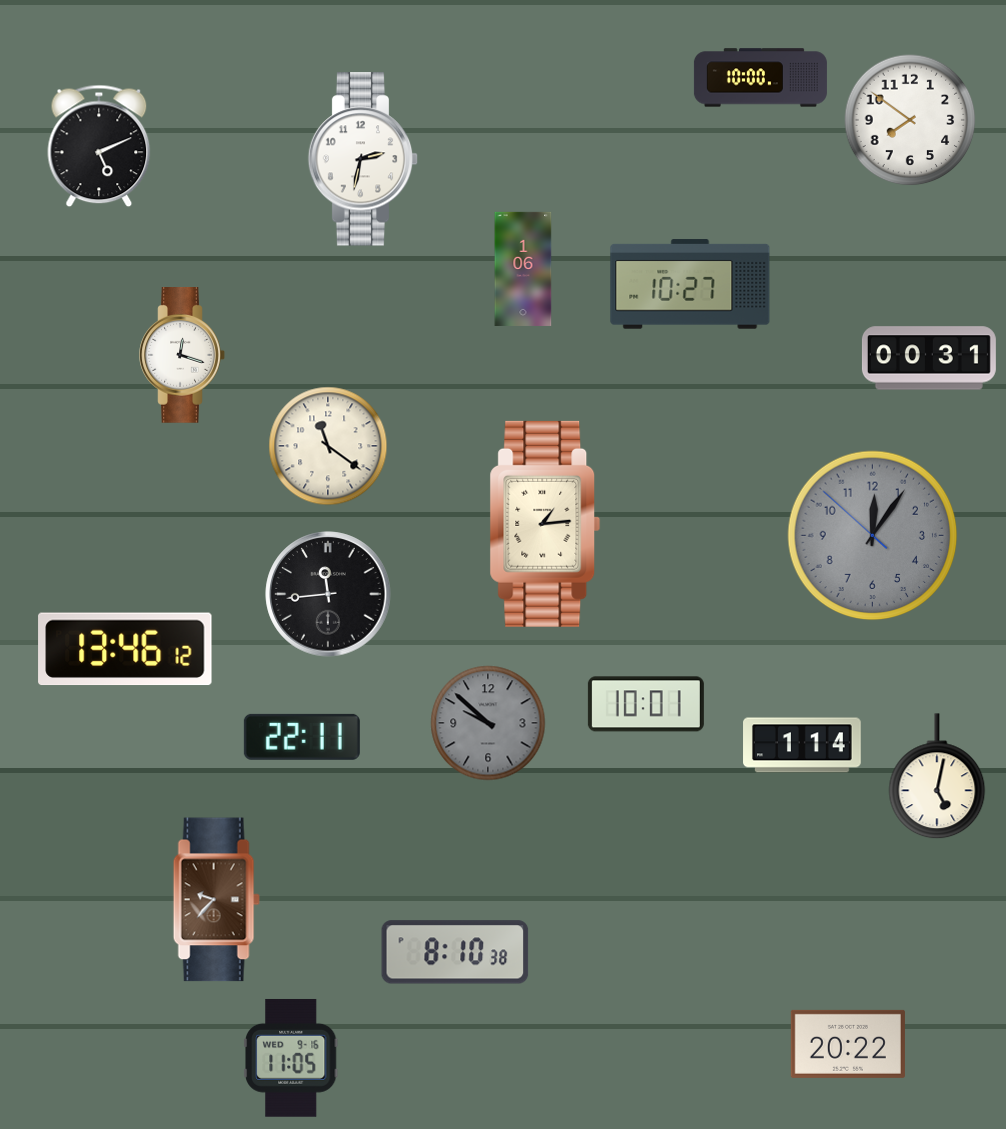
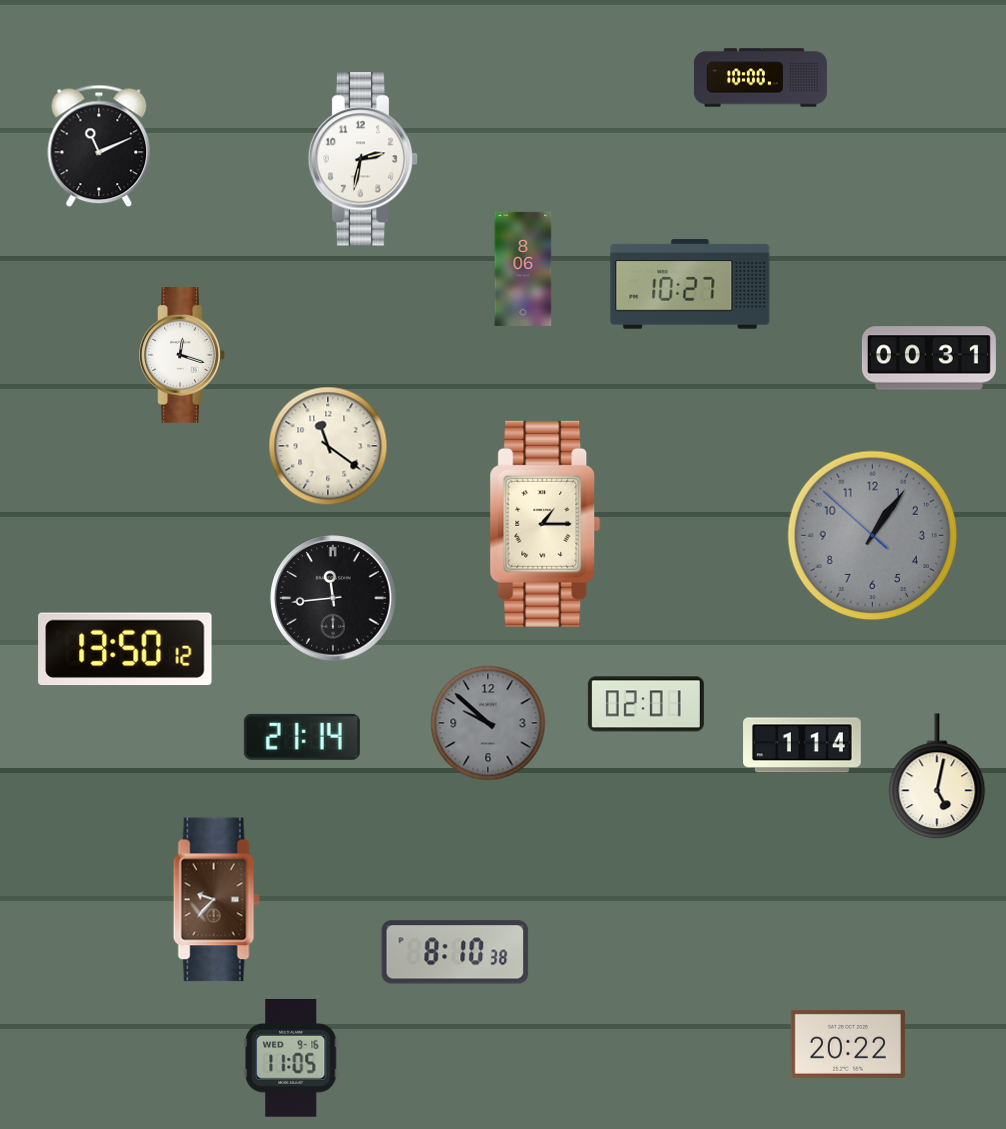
clock at (910, 120): 7:51 -> none
clock at (99, 146): 5:11 -> 11:11
clock at (523, 269): 1:06 -> 8:06
clock at (545, 524): 1:14 -> 1:15
clock at (873, 536): 12:05 -> 1:05
clock at (328, 594) position: (328, 594) -> (333, 598)
clock at (125, 649): 13:46 -> 13:50
clock at (646, 704): 10:01 -> 02:01
clock at (302, 737): 22:11 -> 21:14
